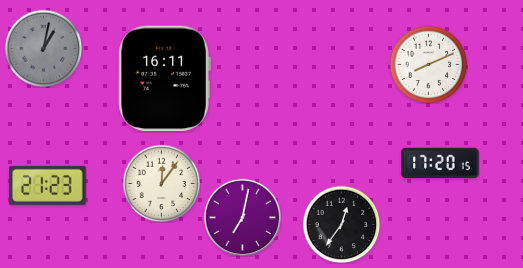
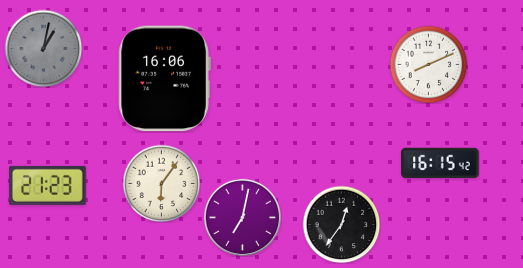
clock at (164, 79): 16:11 -> 16:06
clock at (440, 163): 17:20 -> 16:15
clock at (161, 183): 12:06 -> 6:06
